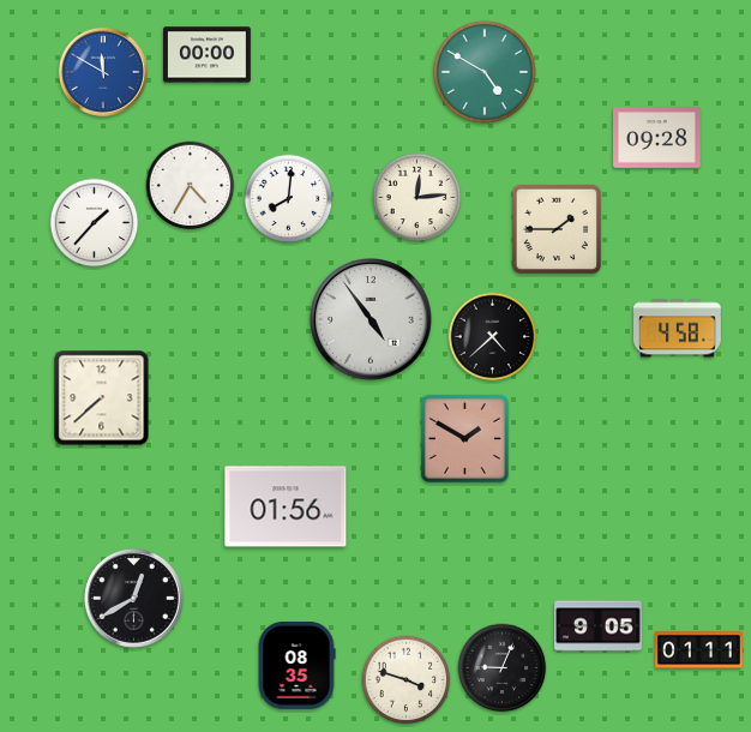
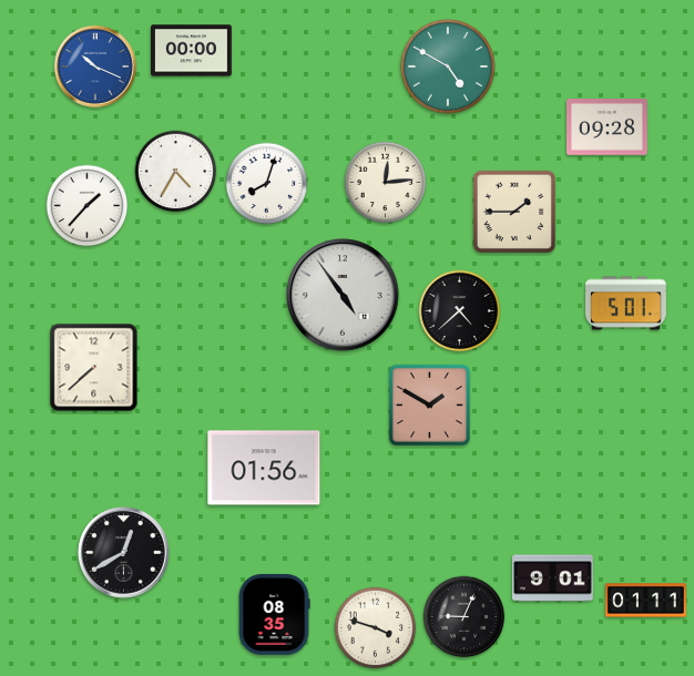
clock at (103, 72): 11:50 -> 10:19
clock at (289, 199): 8:01 -> 8:03
clock at (678, 329): 4:58 -> 5:01
clock at (493, 337) position: (493, 337) -> (460, 311)
clock at (599, 626): 9:05 -> 9:01
